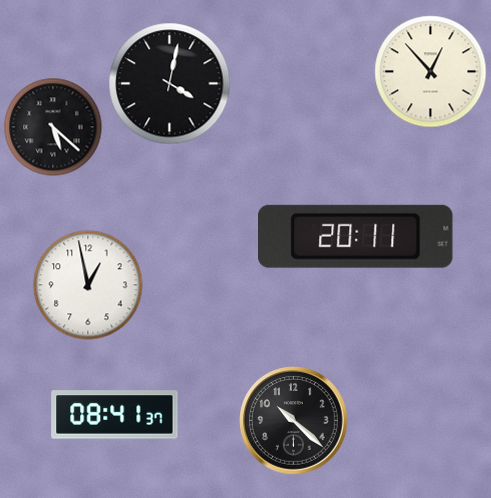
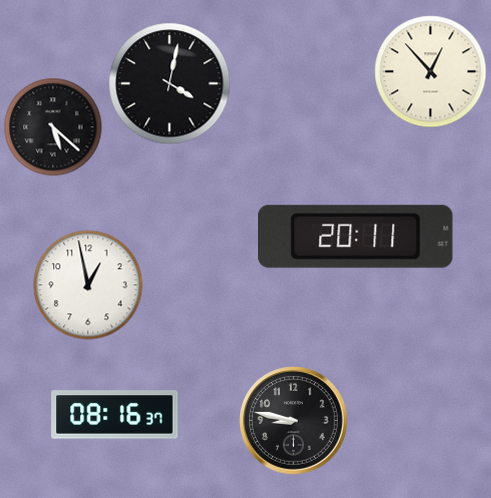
clock at (115, 415): 08:41 -> 08:16
clock at (294, 421): 10:22 -> 8:47
